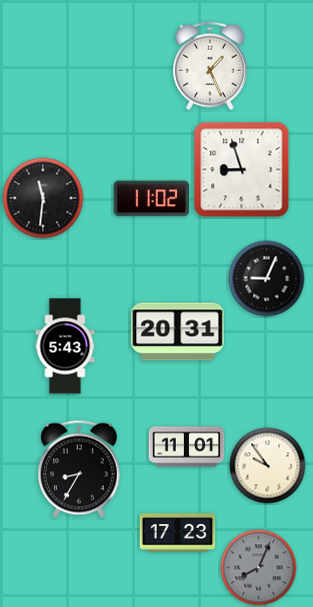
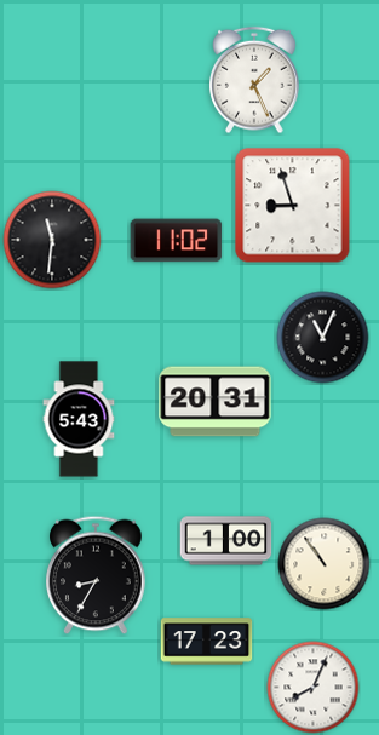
clock at (152, 199) position: (152, 199) -> (177, 241)
clock at (267, 279): 9:04 -> 11:04
clock at (187, 447): 11:01 -> 1:00
clock at (268, 466): 9:54 -> 10:54
clock at (79, 469) position: (79, 469) -> (96, 575)
clock at (178, 533) position: (178, 533) -> (207, 642)
clock at (259, 568) dial: grey -> white
